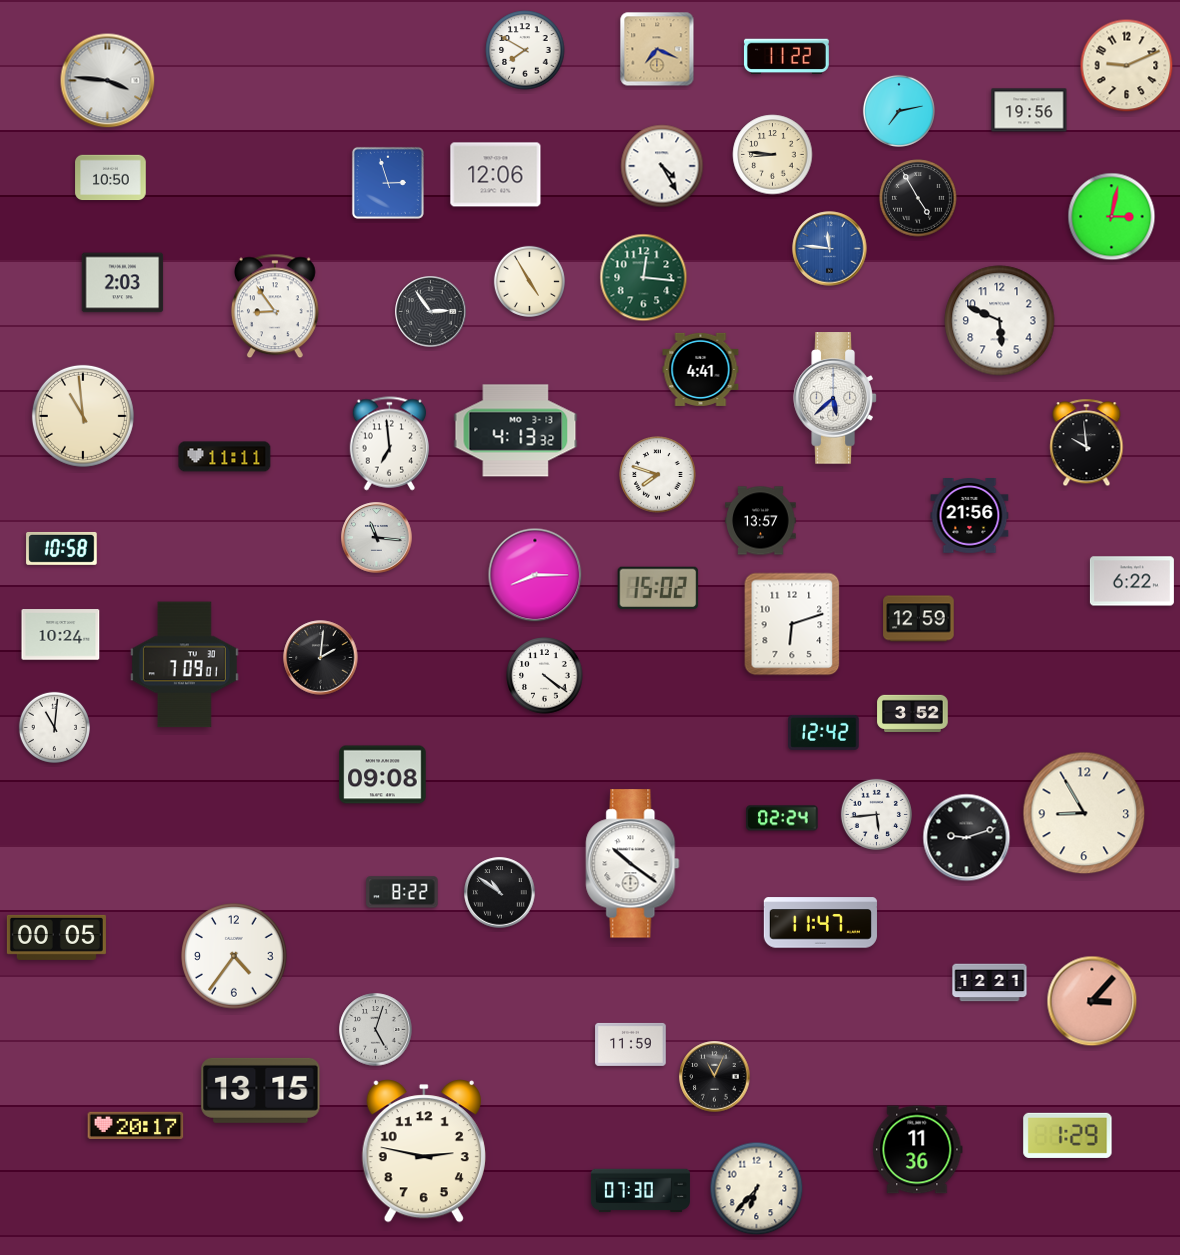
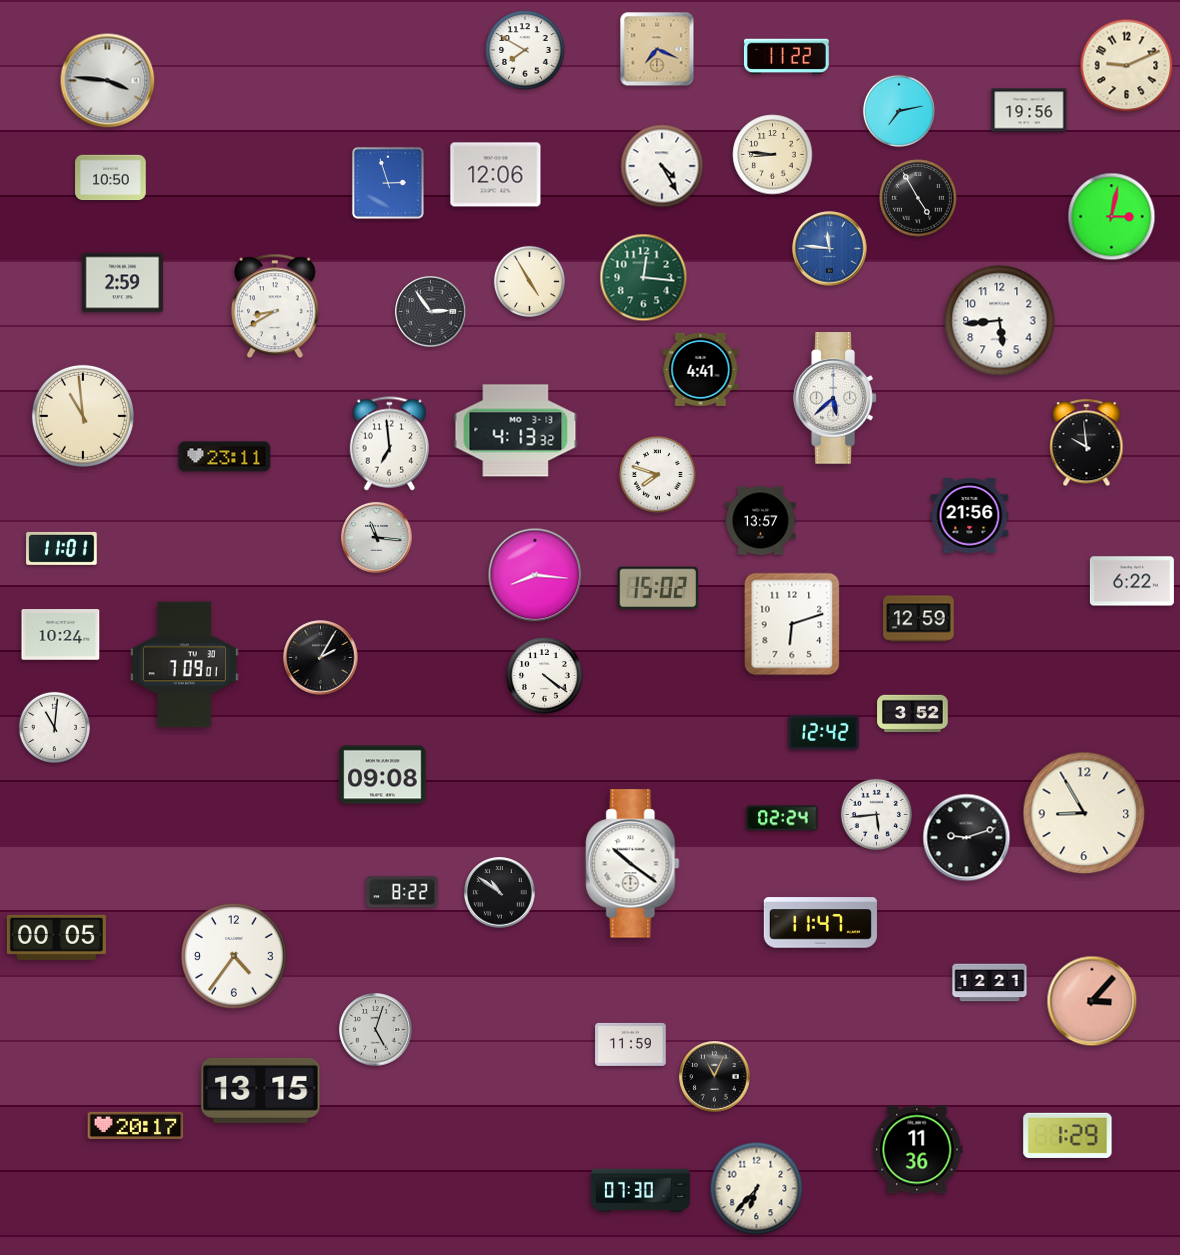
clock at (123, 283): 2:03 -> 2:59
clock at (275, 306): 8:54 -> 8:40
clock at (1000, 321): 5:49 -> 5:44
clock at (225, 457): 11:11 -> 23:11
clock at (62, 548): 10:58 -> 11:01
clock at (535, 575): 8:15 -> 8:16
clock at (321, 658): 2:01 -> 2:05
clock at (424, 1151): 2:47 -> none
